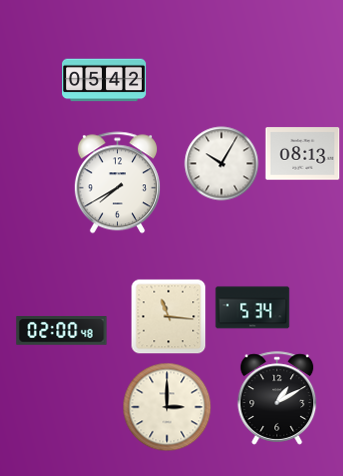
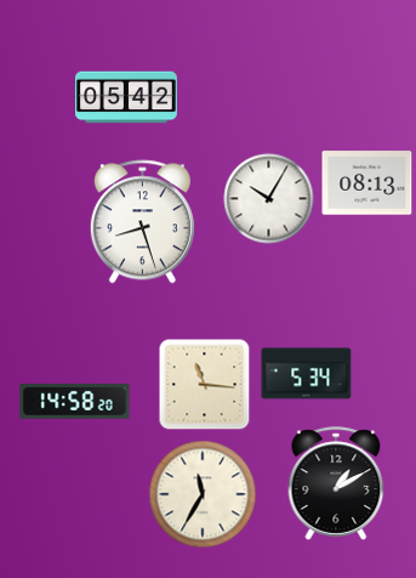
clock at (303, 154) position: (303, 154) -> (367, 183)
clock at (117, 183): 7:40 -> 8:27
clock at (62, 331): 02:00 -> 14:58
clock at (167, 407): 3:00 -> 11:35
